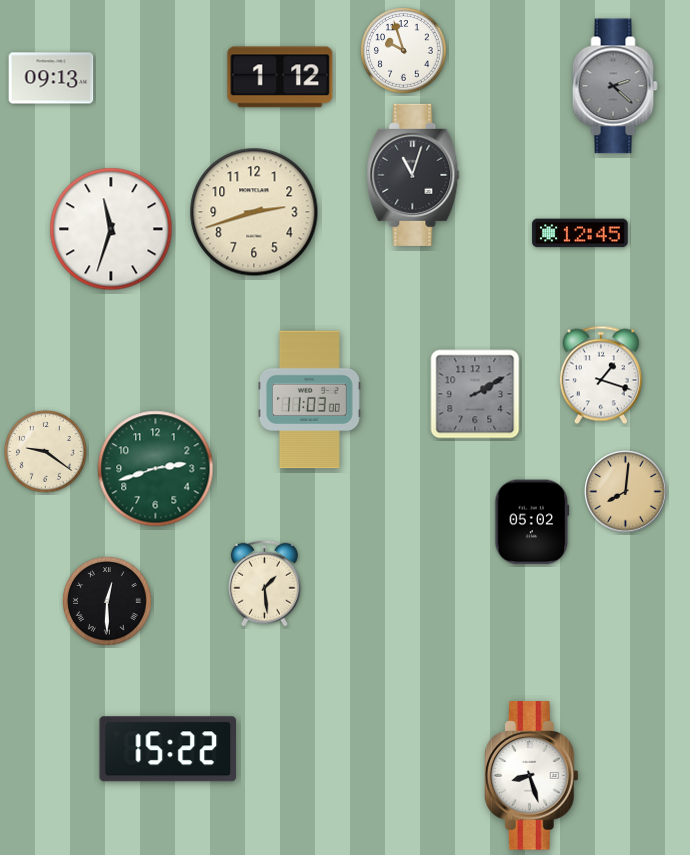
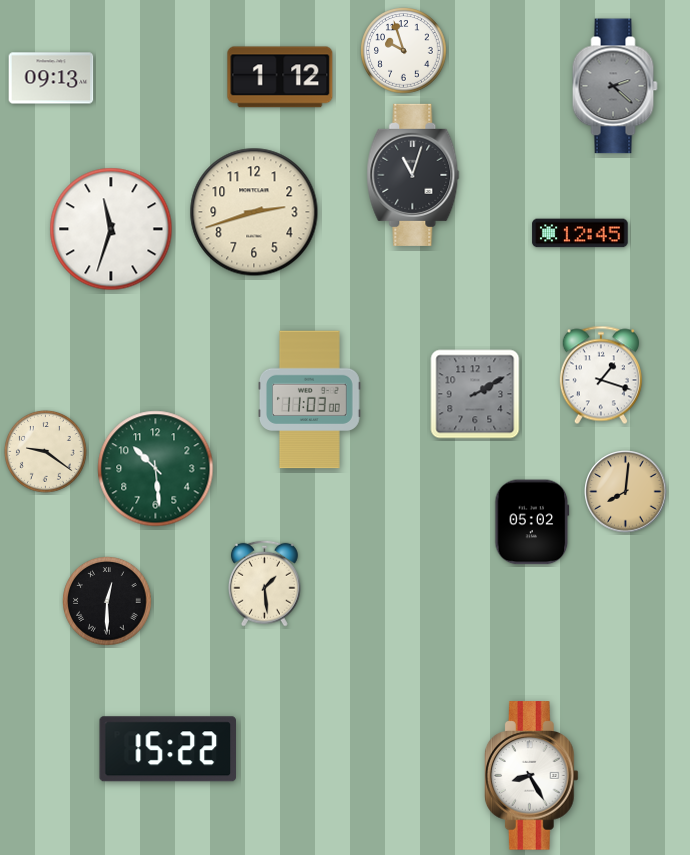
clock at (156, 469): 2:42 -> 10:29
clock at (531, 776): 8:27 -> 8:25
